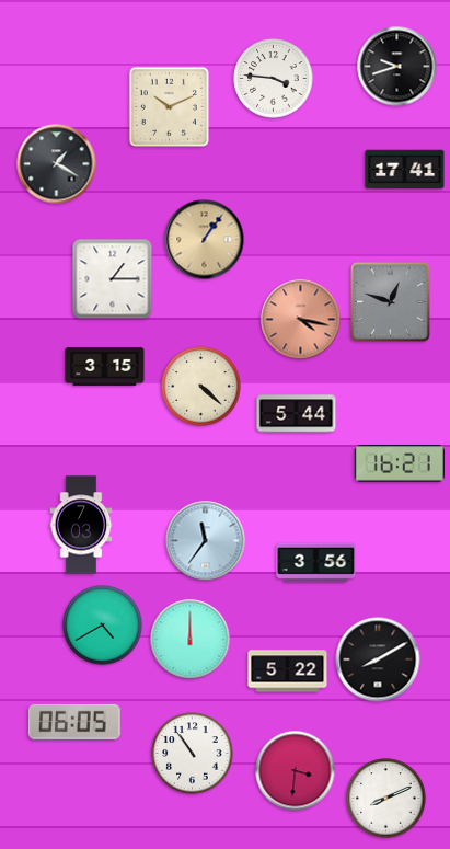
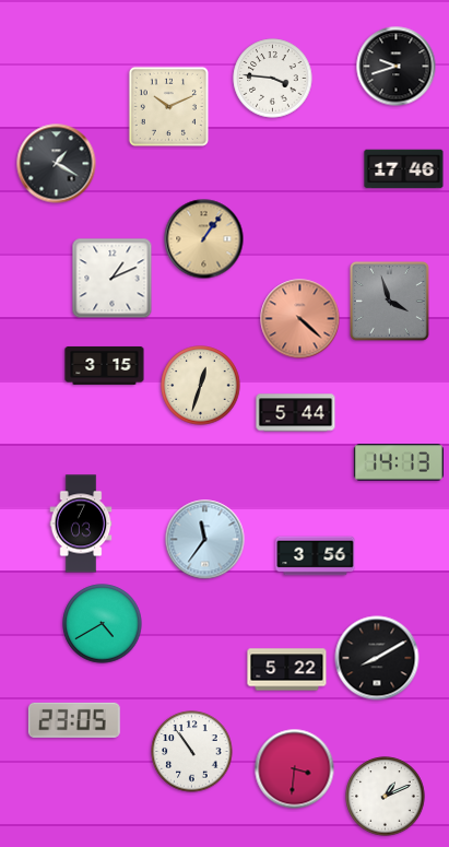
clock at (405, 170): 17:41 -> 17:46
clock at (113, 279): 1:15 -> 1:11
clock at (391, 302): 12:48 -> 3:57
clock at (301, 320): 4:17 -> 4:22
clock at (201, 387): 4:22 -> 12:33
clock at (400, 463): 16:21 -> 14:13
clock at (316, 563) position: (316, 563) -> (316, 556)
clock at (191, 640): 12:00 -> none
clock at (74, 722): 06:05 -> 23:05
clock at (386, 799): 8:11 -> 1:11
